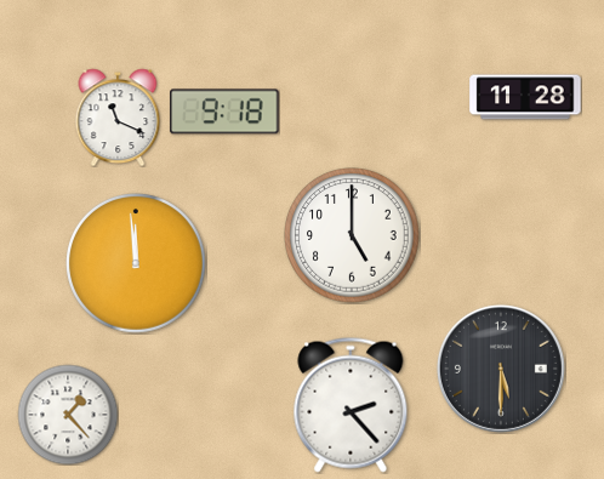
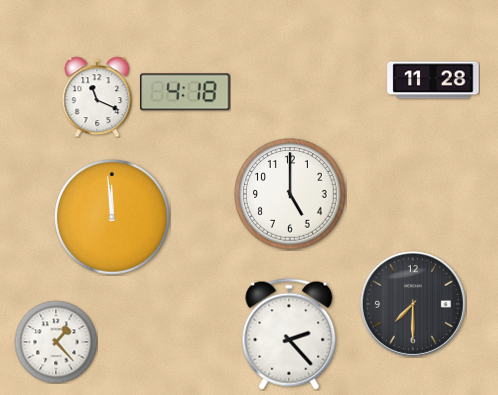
clock at (224, 112): 9:18 -> 4:18
clock at (501, 369): 5:30 -> 7:30
